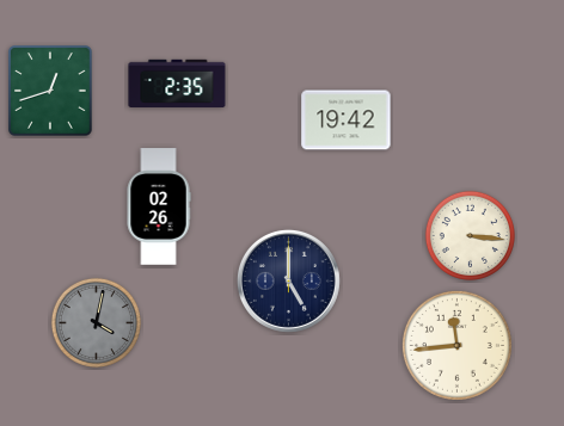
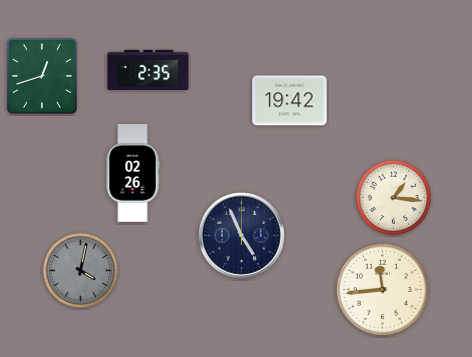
clock at (470, 235): 3:16 -> 1:16
clock at (288, 280): 5:00 -> 4:56
